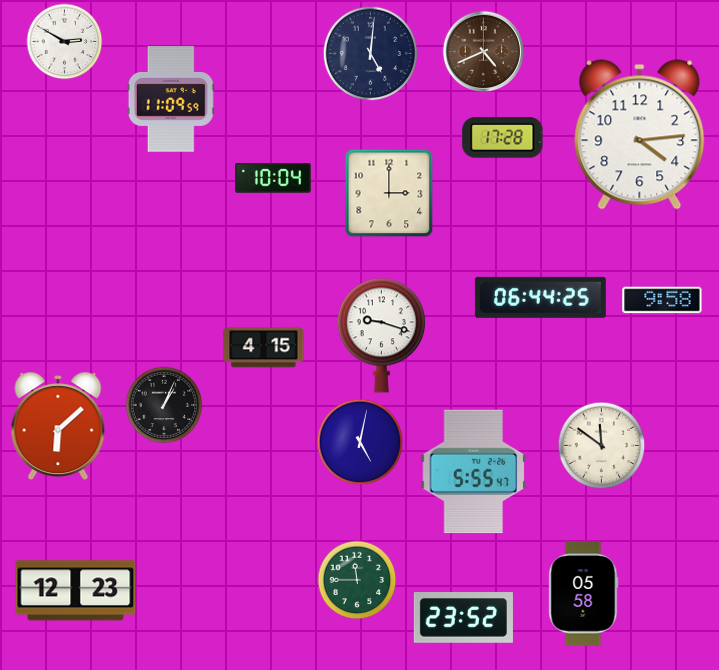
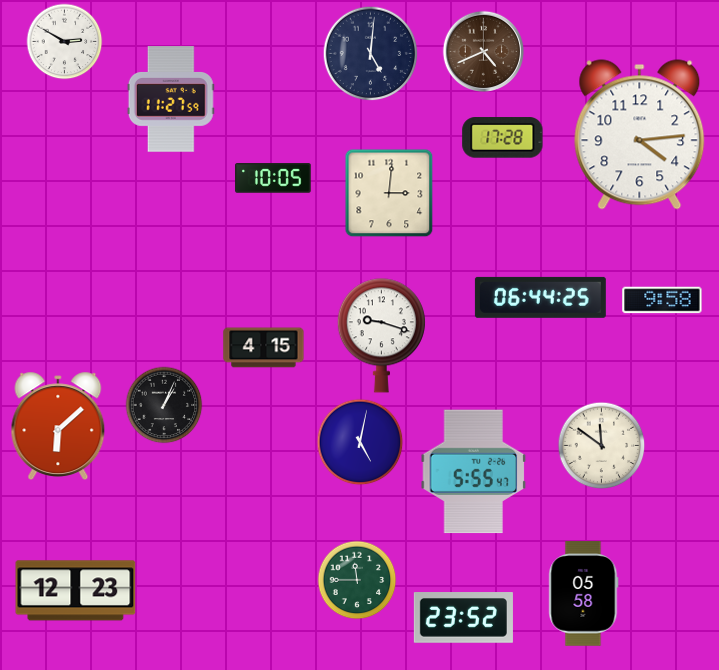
clock at (171, 99): 11:09 -> 11:27
clock at (273, 178): 10:04 -> 10:05
clock at (389, 193): 3:00 -> 3:01
